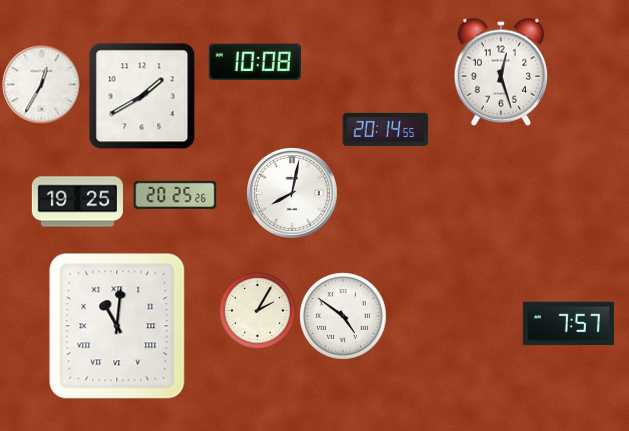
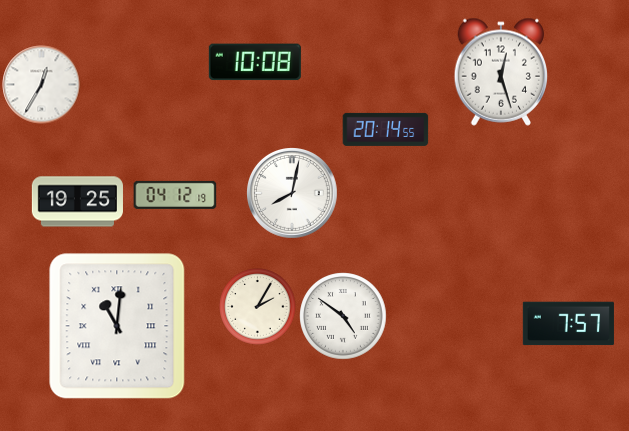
clock at (142, 96): 1:40 -> none
clock at (175, 195): 20:25 -> 04:12
clock at (258, 311) position: (258, 311) -> (258, 307)
